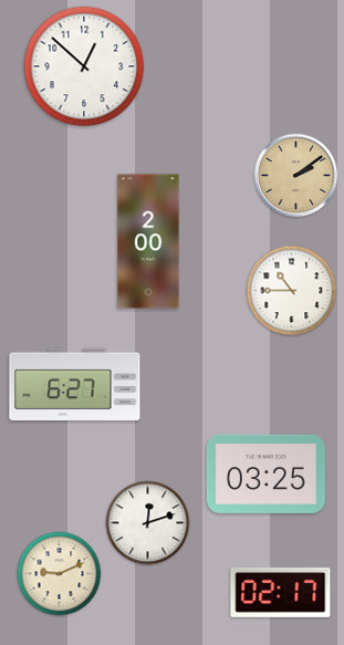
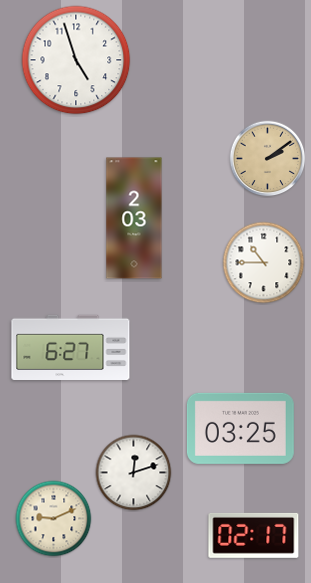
clock at (84, 66): 12:52 -> 4:57
clock at (148, 241): 2:00 -> 2:03
clock at (75, 384) position: (75, 384) -> (71, 347)
